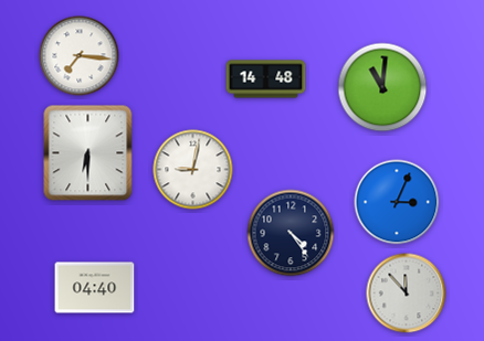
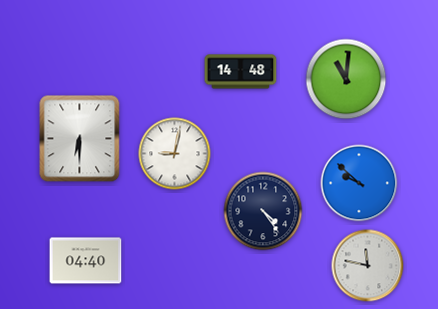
clock at (80, 56): 7:16 -> none
clock at (397, 202): 3:04 -> 9:52
clock at (407, 294): 11:53 -> 11:47
